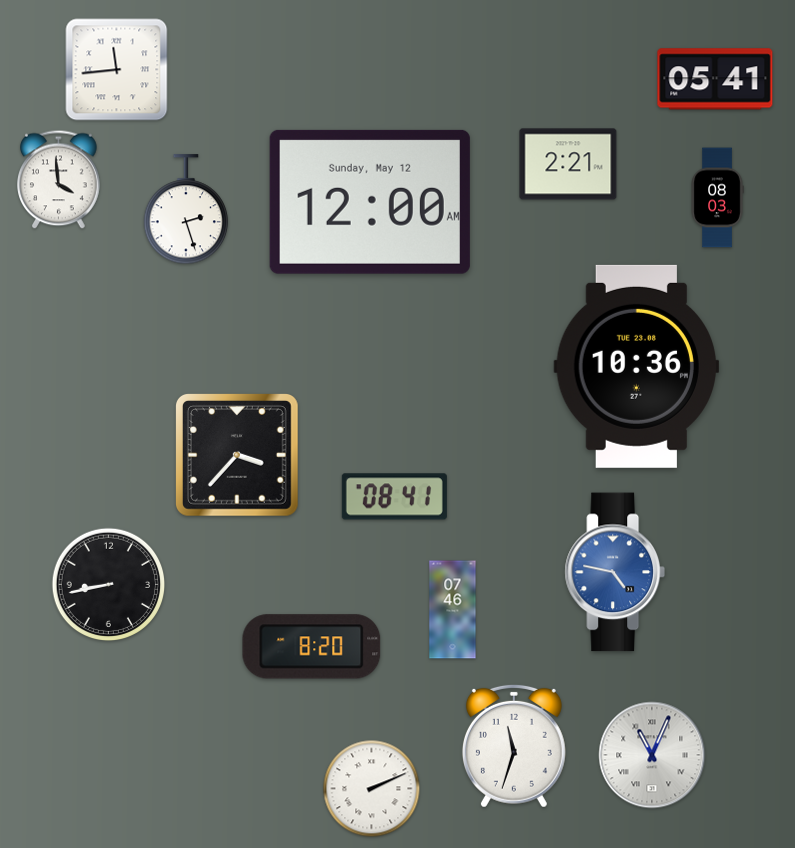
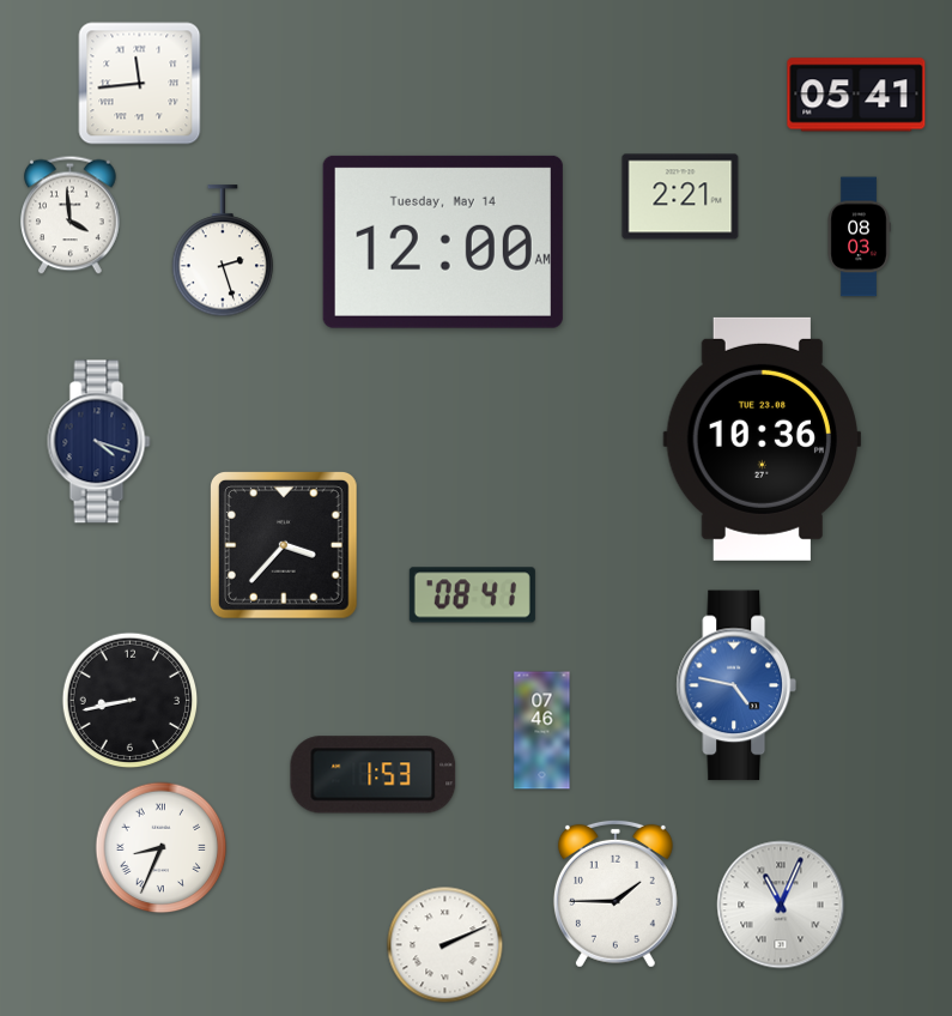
clock at (370, 202) date: Sunday, May 12 -> Tuesday, May 14
clock at (99, 442): none -> 4:18
clock at (312, 647): 8:20 -> 1:53
clock at (162, 848): none -> 8:34
clock at (514, 746): 11:33 -> 1:45
